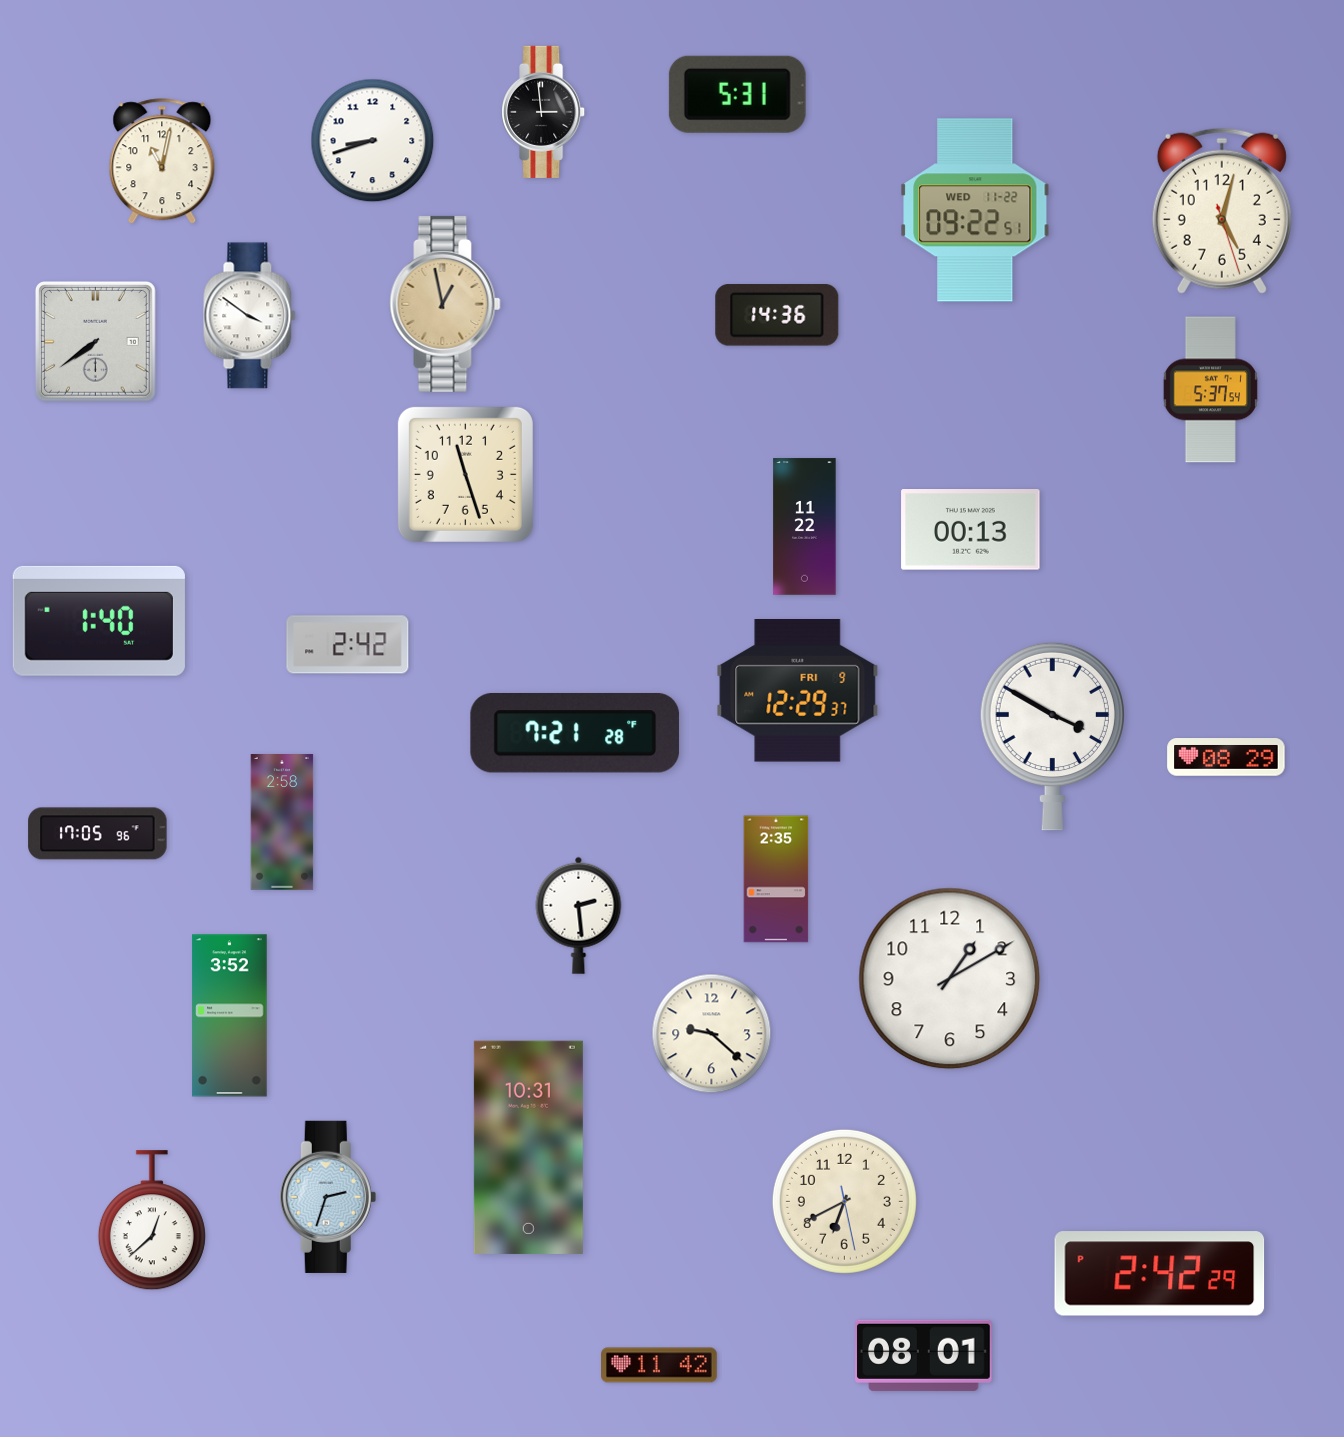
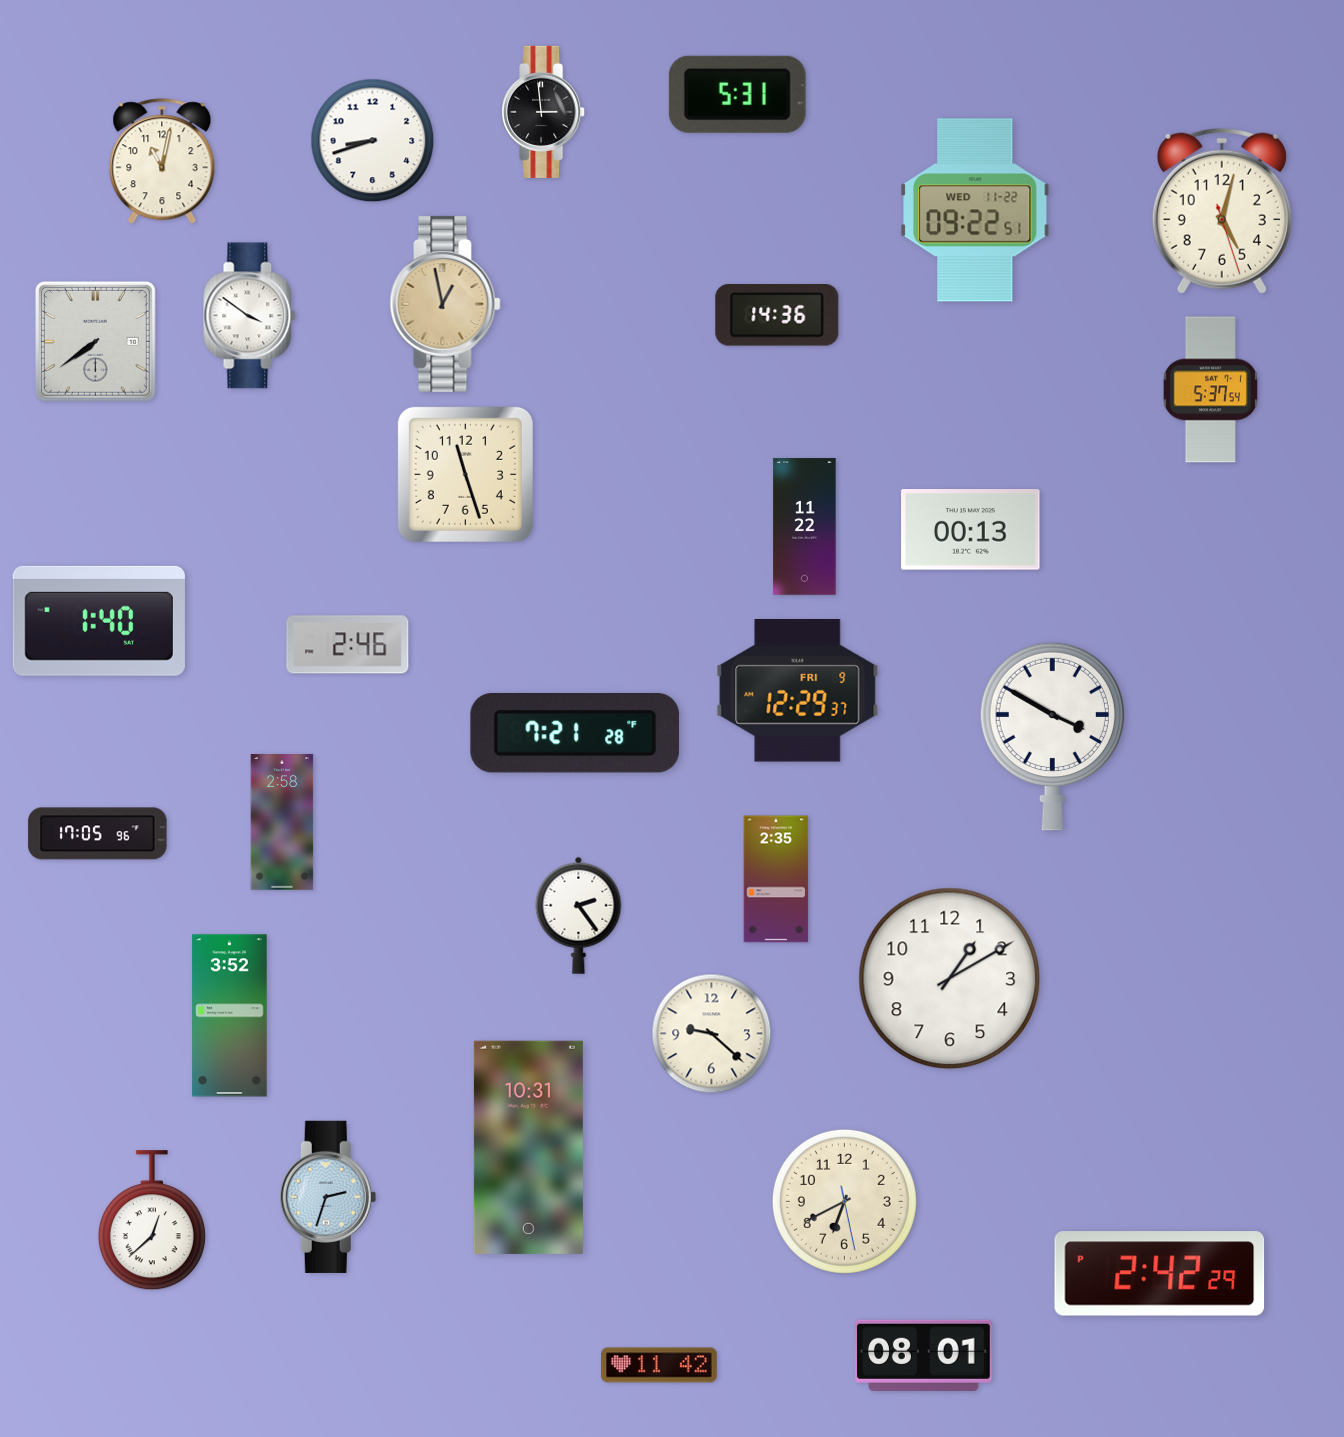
clock at (348, 645): 2:42 -> 2:46
clock at (1226, 757): 08:29 -> none
clock at (579, 915): 2:29 -> 2:24
